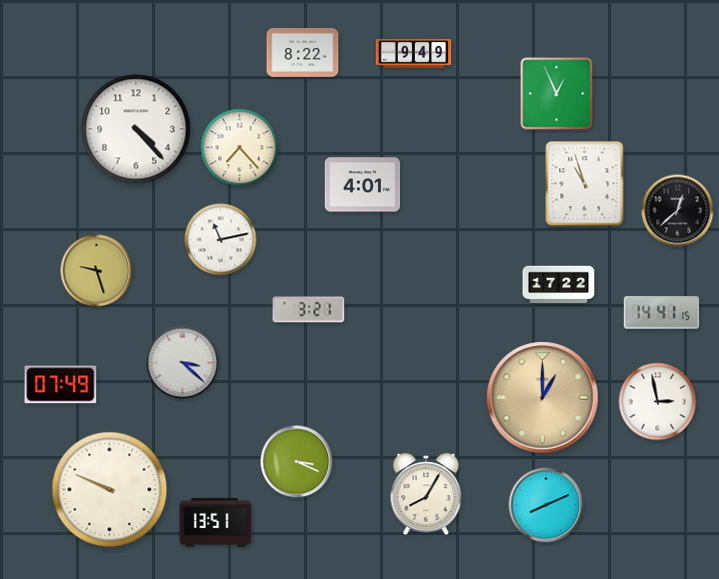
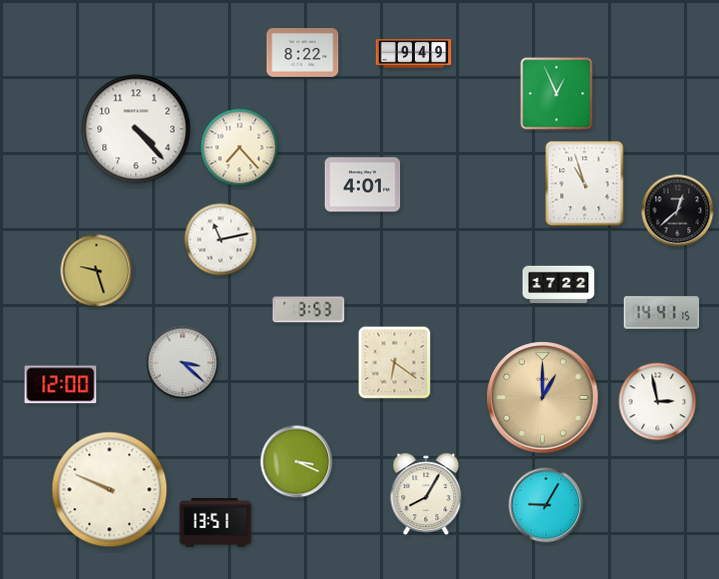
clock at (309, 310): 3:21 -> 3:53
clock at (395, 363): none -> 6:21
clock at (61, 385): 07:49 -> 12:00
clock at (546, 505): 8:11 -> 9:05
